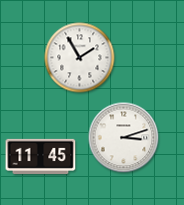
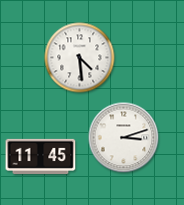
clock at (80, 58): 1:55 -> 4:29
